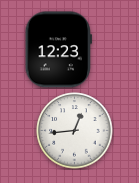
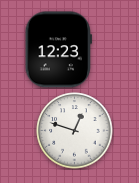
clock at (75, 131): 12:44 -> 12:48
